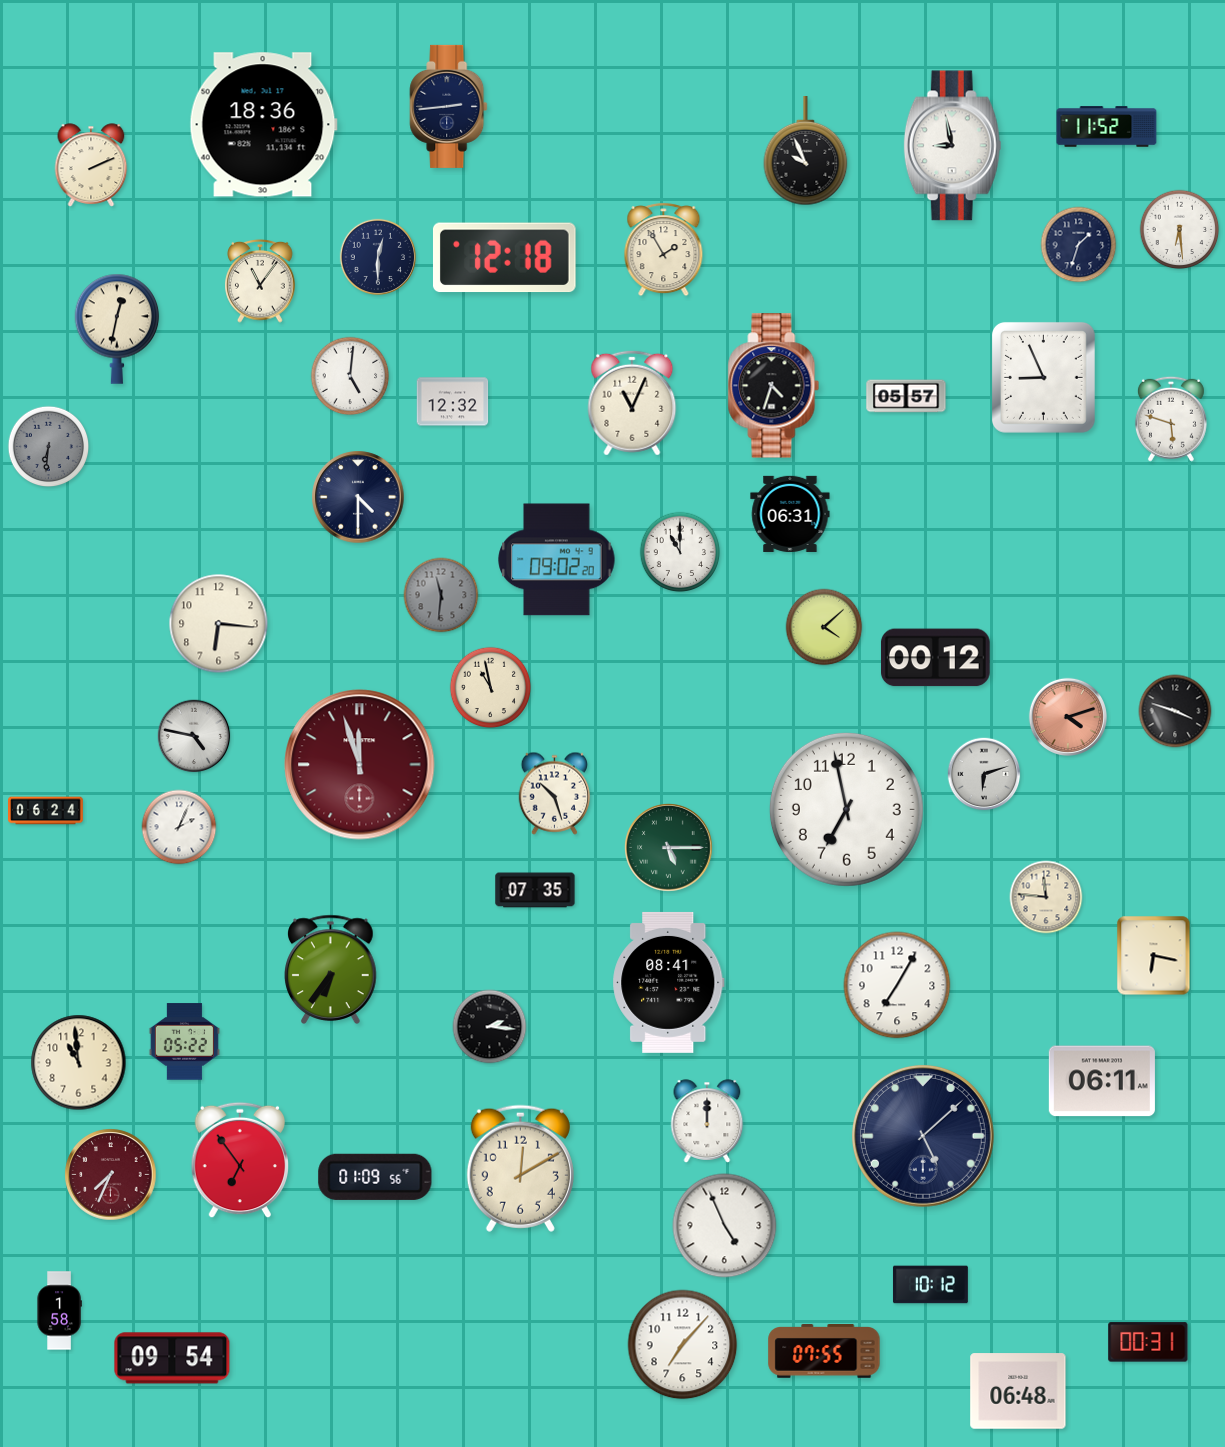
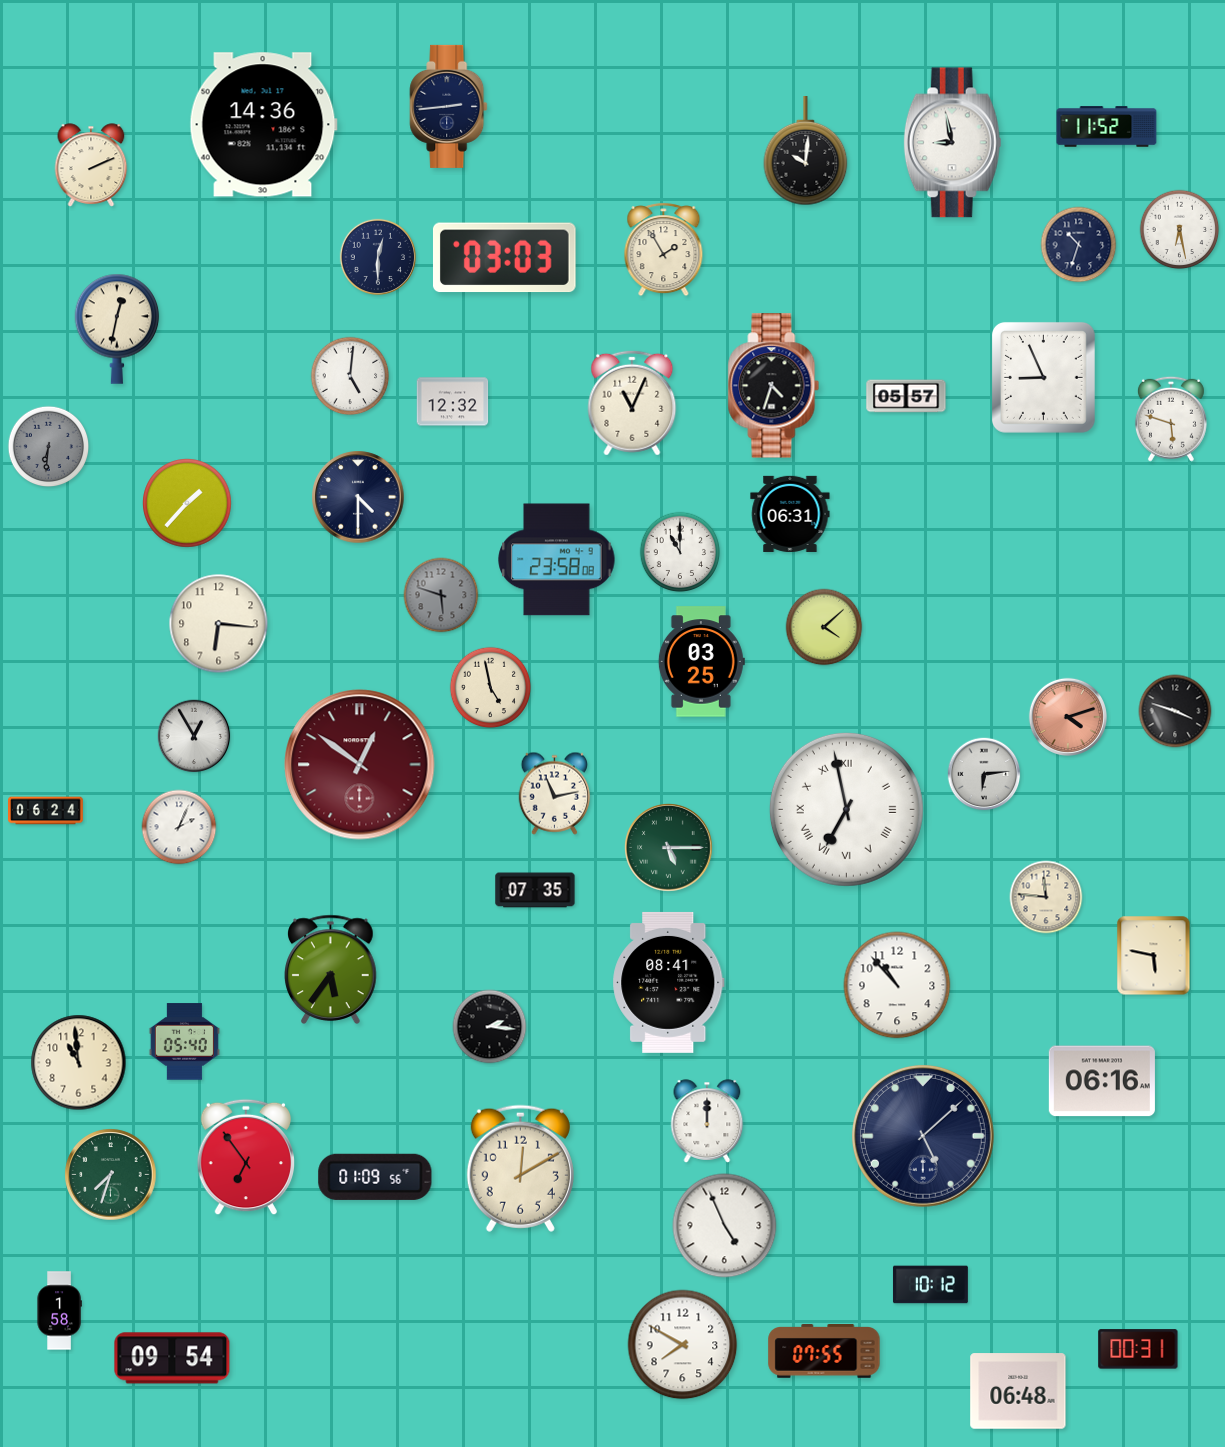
clock at (263, 125): 18:36 -> 14:36
clock at (952, 146) position: (952, 146) -> (952, 143)
clock at (806, 152): 9:56 -> 10:01
clock at (1180, 230): 6:29 -> 6:28
clock at (1079, 245): 1:33 -> 10:33
clock at (504, 258): 12:18 -> 03:03
clock at (260, 282): 11:06 -> none
clock at (187, 503): none -> 1:37
clock at (557, 560): 09:02 -> 23:58
clock at (441, 595): 11:31 -> 5:48
clock at (935, 658): 00:12 -> none
clock at (701, 662): none -> 03:25
clock at (491, 688): 10:58 -> 4:58
clock at (194, 736): 4:47 -> 12:55
clock at (360, 765): 11:57 -> 12:51
clock at (984, 774): 6:12 -> 6:14
clock at (555, 793): 10:27 -> 11:13
clock at (846, 809) numerals: Arabic -> Roman
clock at (1154, 956): 6:17 -> 5:47
clock at (331, 969): 6:36 -> 5:36
clock at (897, 985): 7:05 -> 10:53
clock at (184, 1042): 05:22 -> 05:40
clock at (1102, 1081): 06:11 -> 06:16
clock at (240, 1160) position: (240, 1160) -> (246, 1157)
clock at (111, 1175): 7:34 -> 7:33
clock at (111, 1175) dial: burgundy -> green
clock at (1148, 1342) position: (1148, 1342) -> (1138, 1349)
clock at (683, 1345): 7:07 -> 7:50
